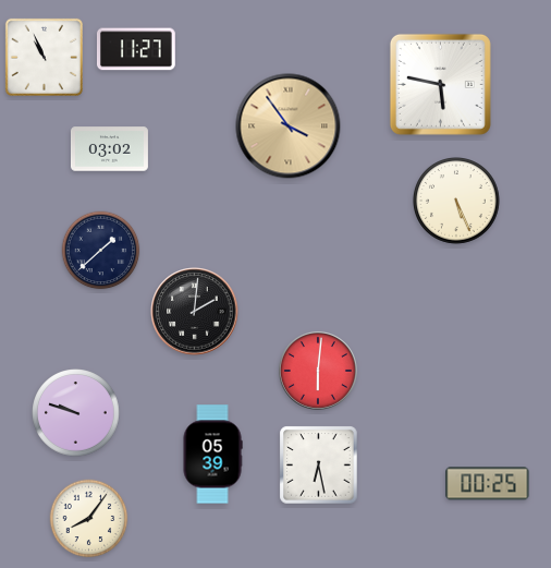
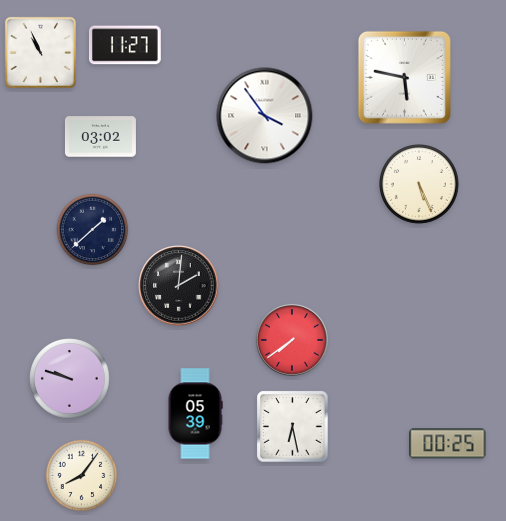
clock at (289, 126) dial: champagne -> white
clock at (318, 371): 6:01 -> 7:39
clock at (212, 455) position: (212, 455) -> (195, 414)
